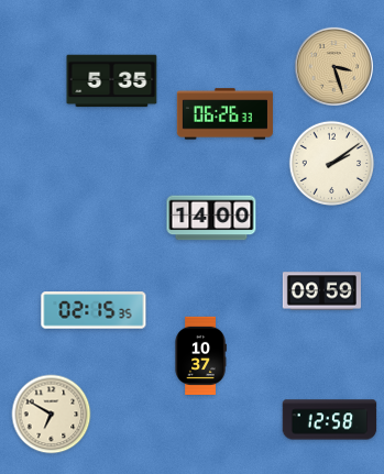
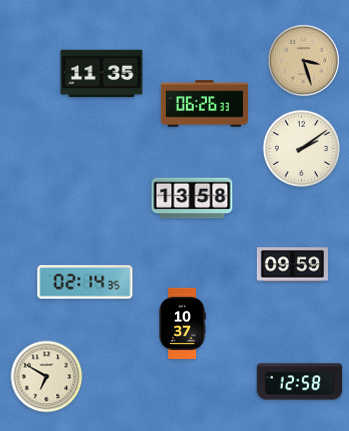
clock at (112, 81): 5:35 -> 11:35
clock at (211, 218): 14:00 -> 13:58
clock at (94, 310): 02:15 -> 02:14
